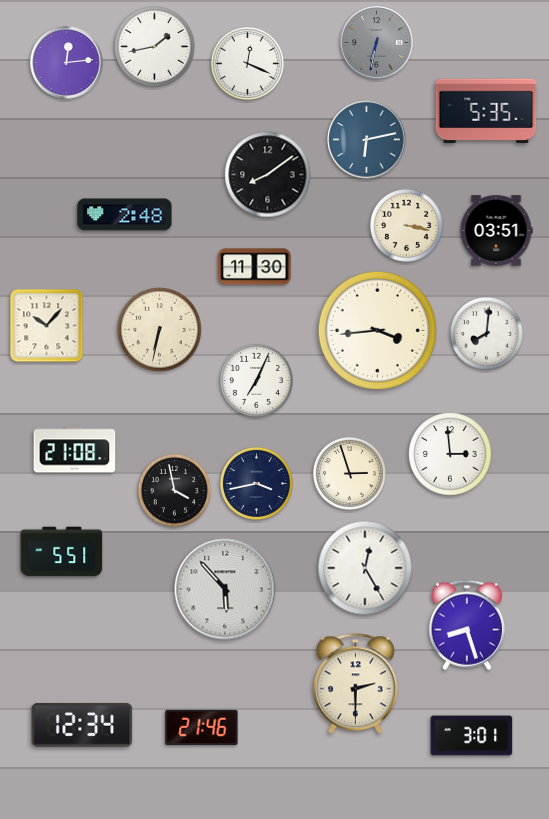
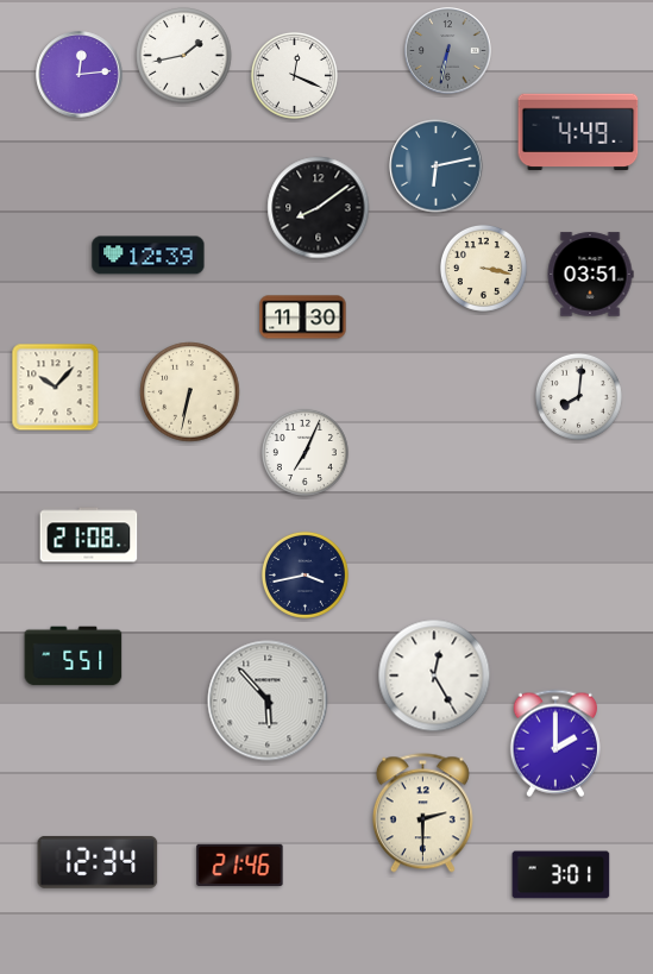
clock at (486, 111): 5:35 -> 4:49
clock at (125, 215): 2:48 -> 12:39
clock at (377, 330): 3:44 -> none
clock at (450, 454): 2:59 -> none
clock at (349, 473): 2:57 -> none
clock at (174, 490): 3:58 -> none
clock at (467, 625): 8:27 -> 2:00
